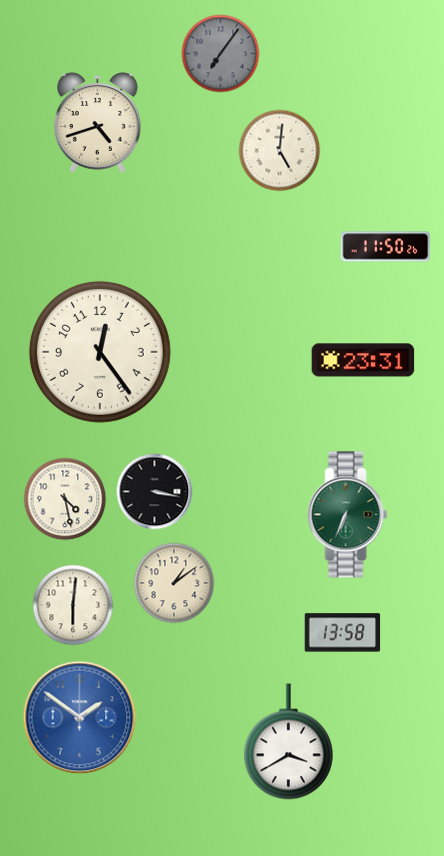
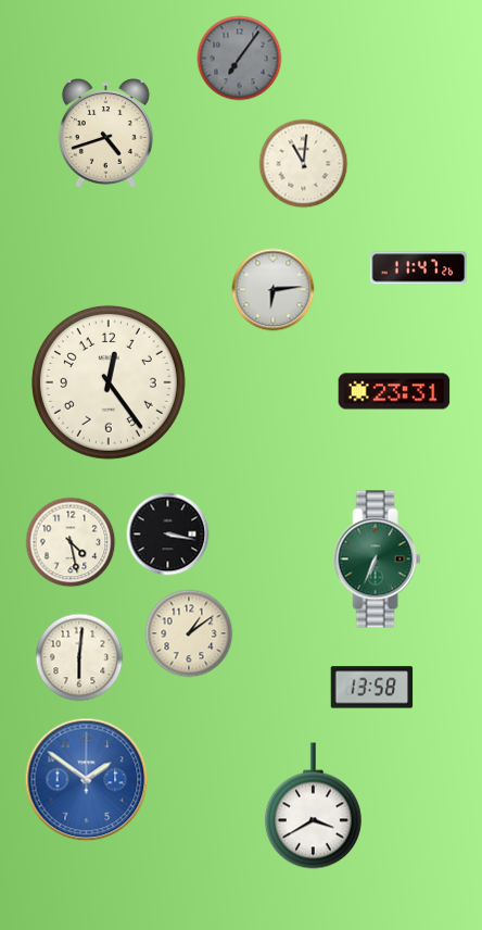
clock at (280, 151): 5:01 -> 11:01
clock at (386, 247): 11:50 -> 11:47
clock at (274, 290): none -> 6:14
